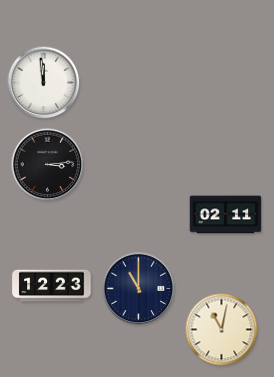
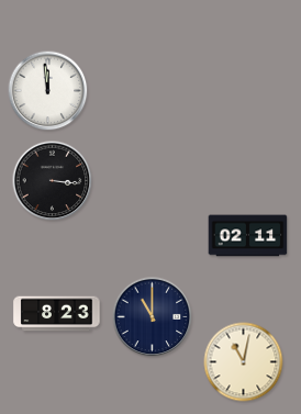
clock at (48, 165): 3:14 -> 3:16
clock at (52, 286): 12:23 -> 8:23
